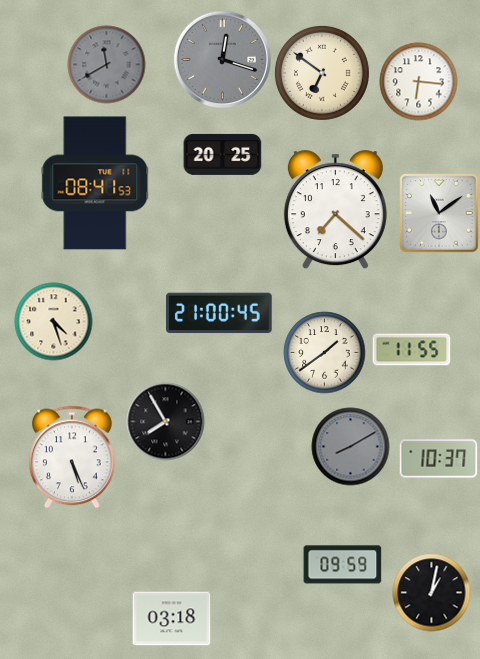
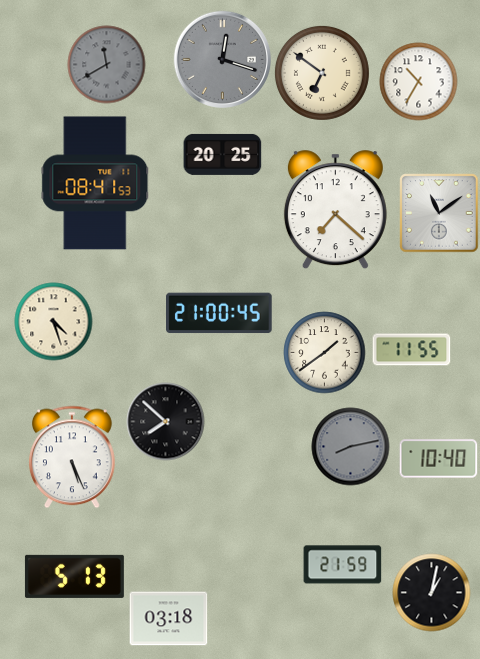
clock at (418, 81): 6:16 -> 10:35
clock at (165, 421): 7:55 -> 7:52
clock at (350, 446): 8:10 -> 8:13
clock at (438, 459): 10:37 -> 10:40
clock at (342, 565): 09:59 -> 21:59
clock at (74, 576): none -> 5:13
clock at (171, 619) position: (171, 619) -> (168, 619)
